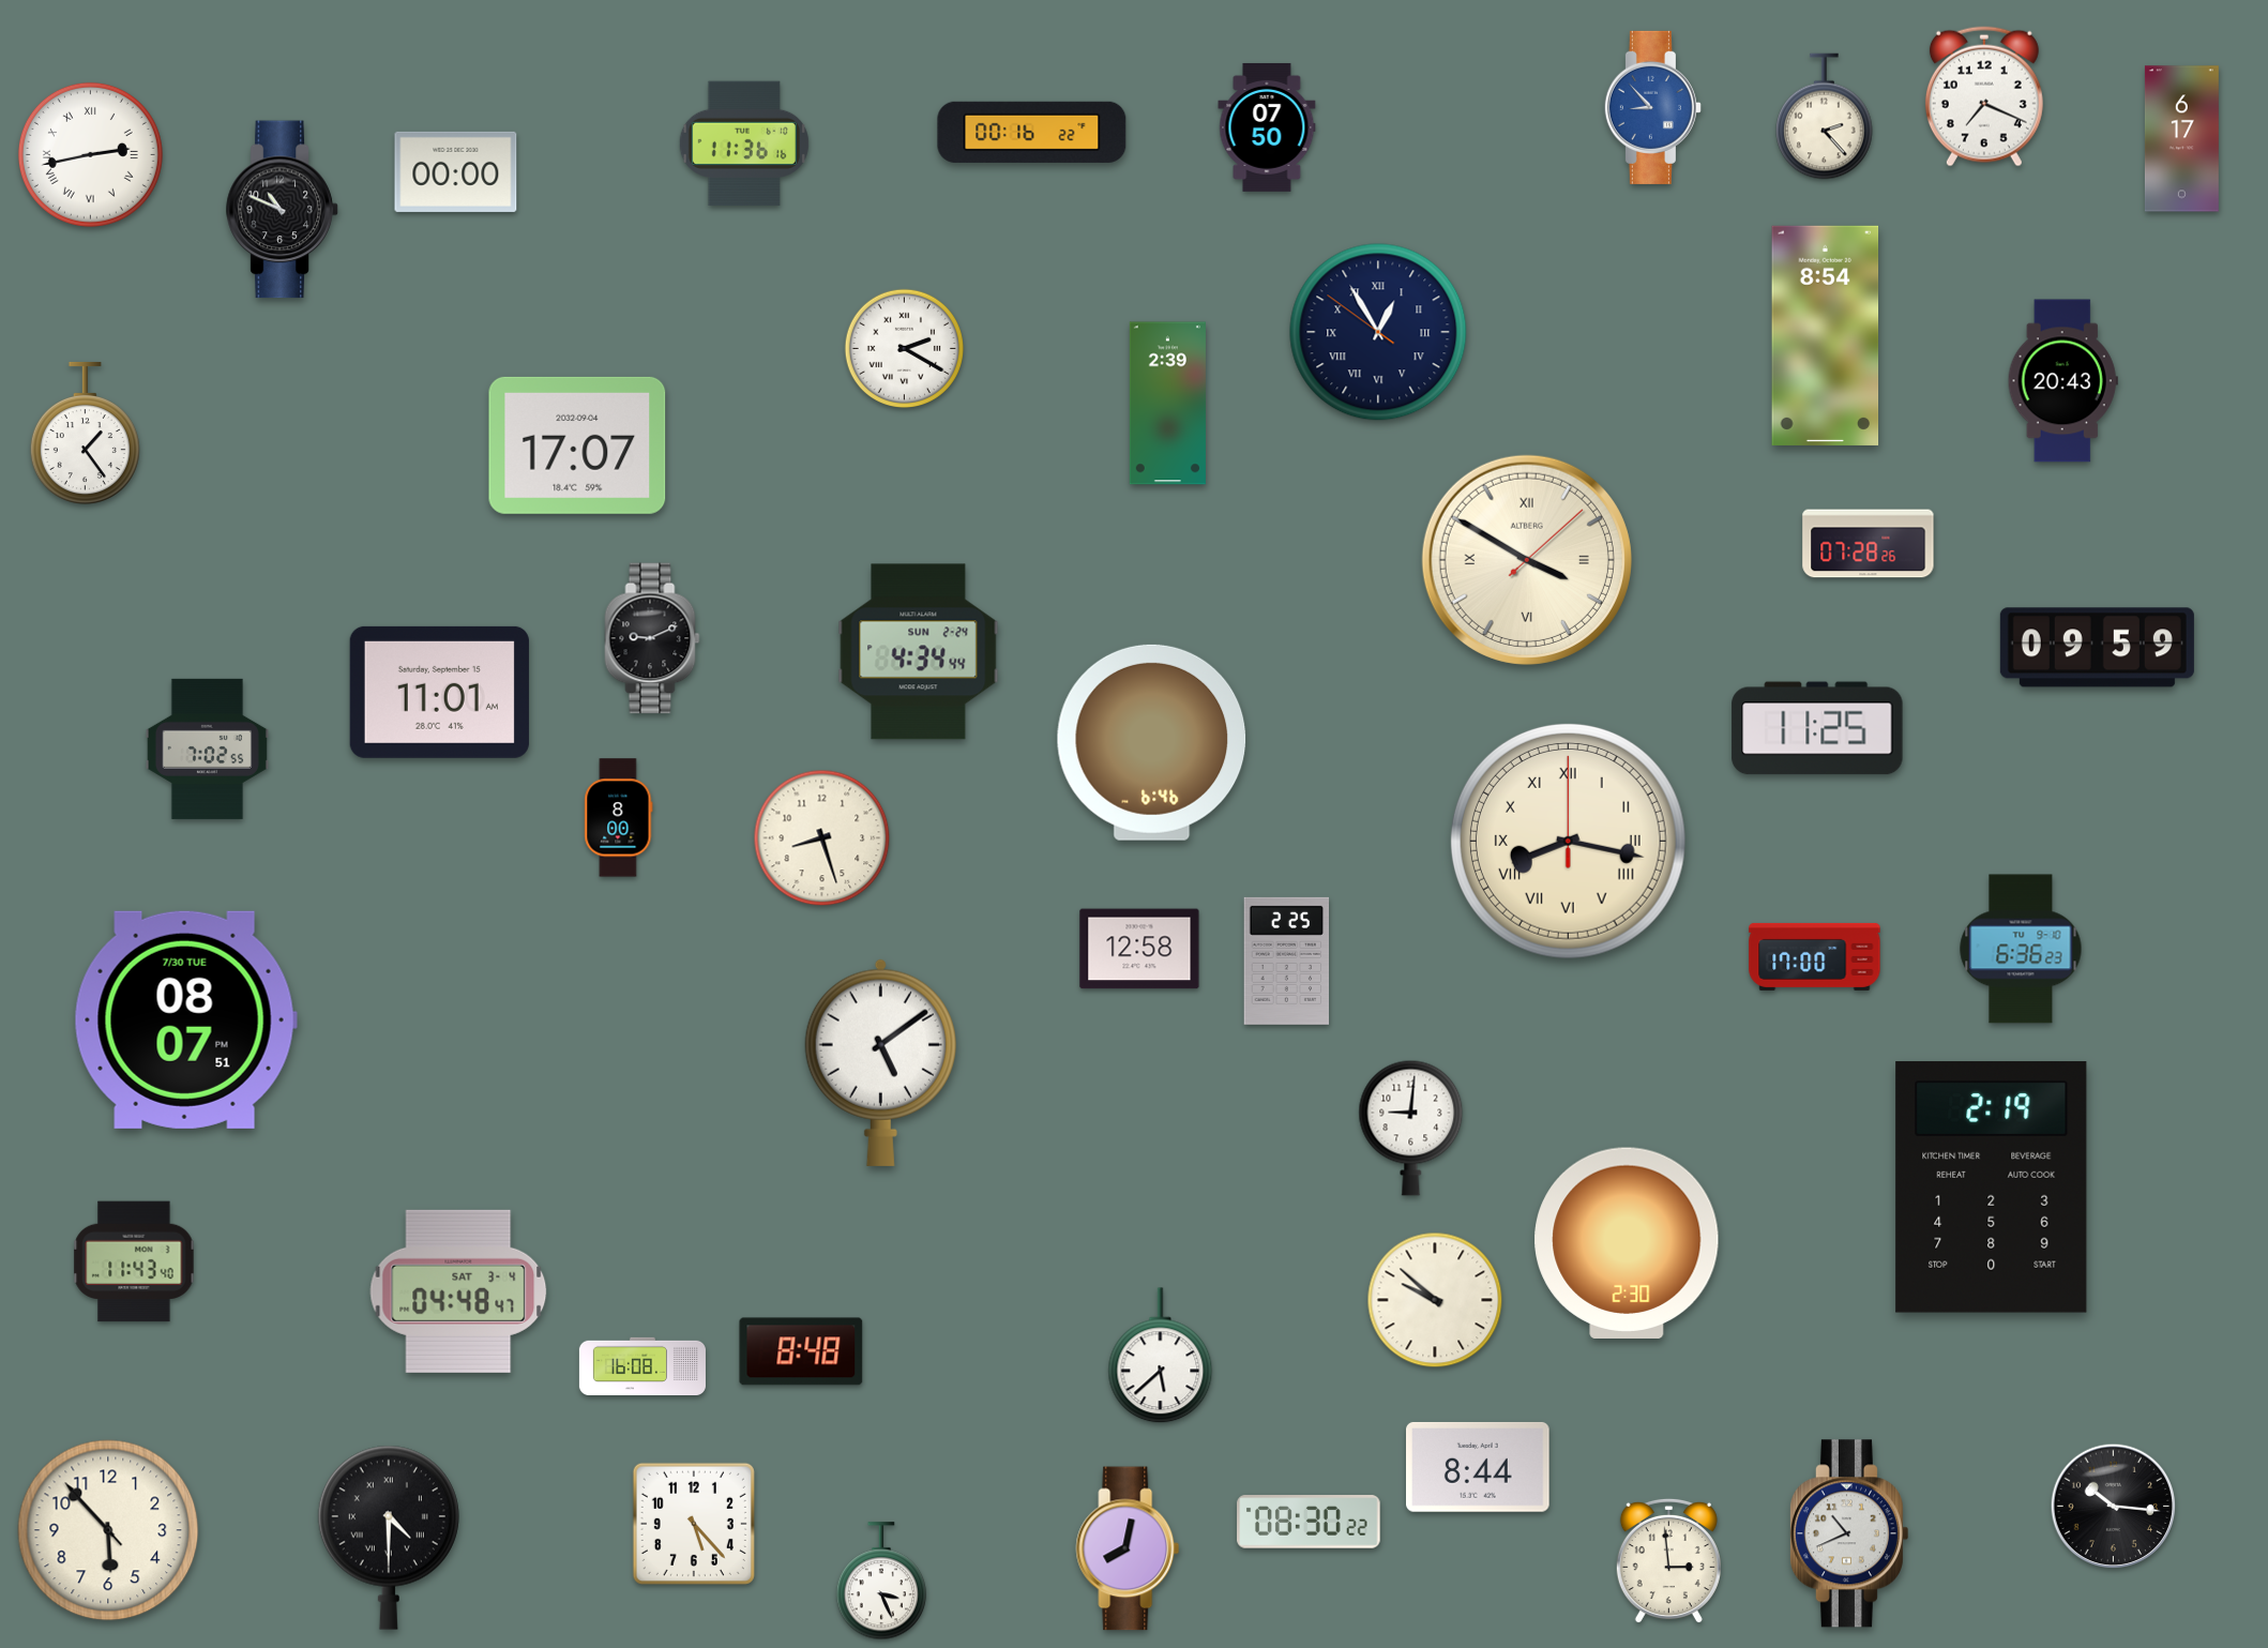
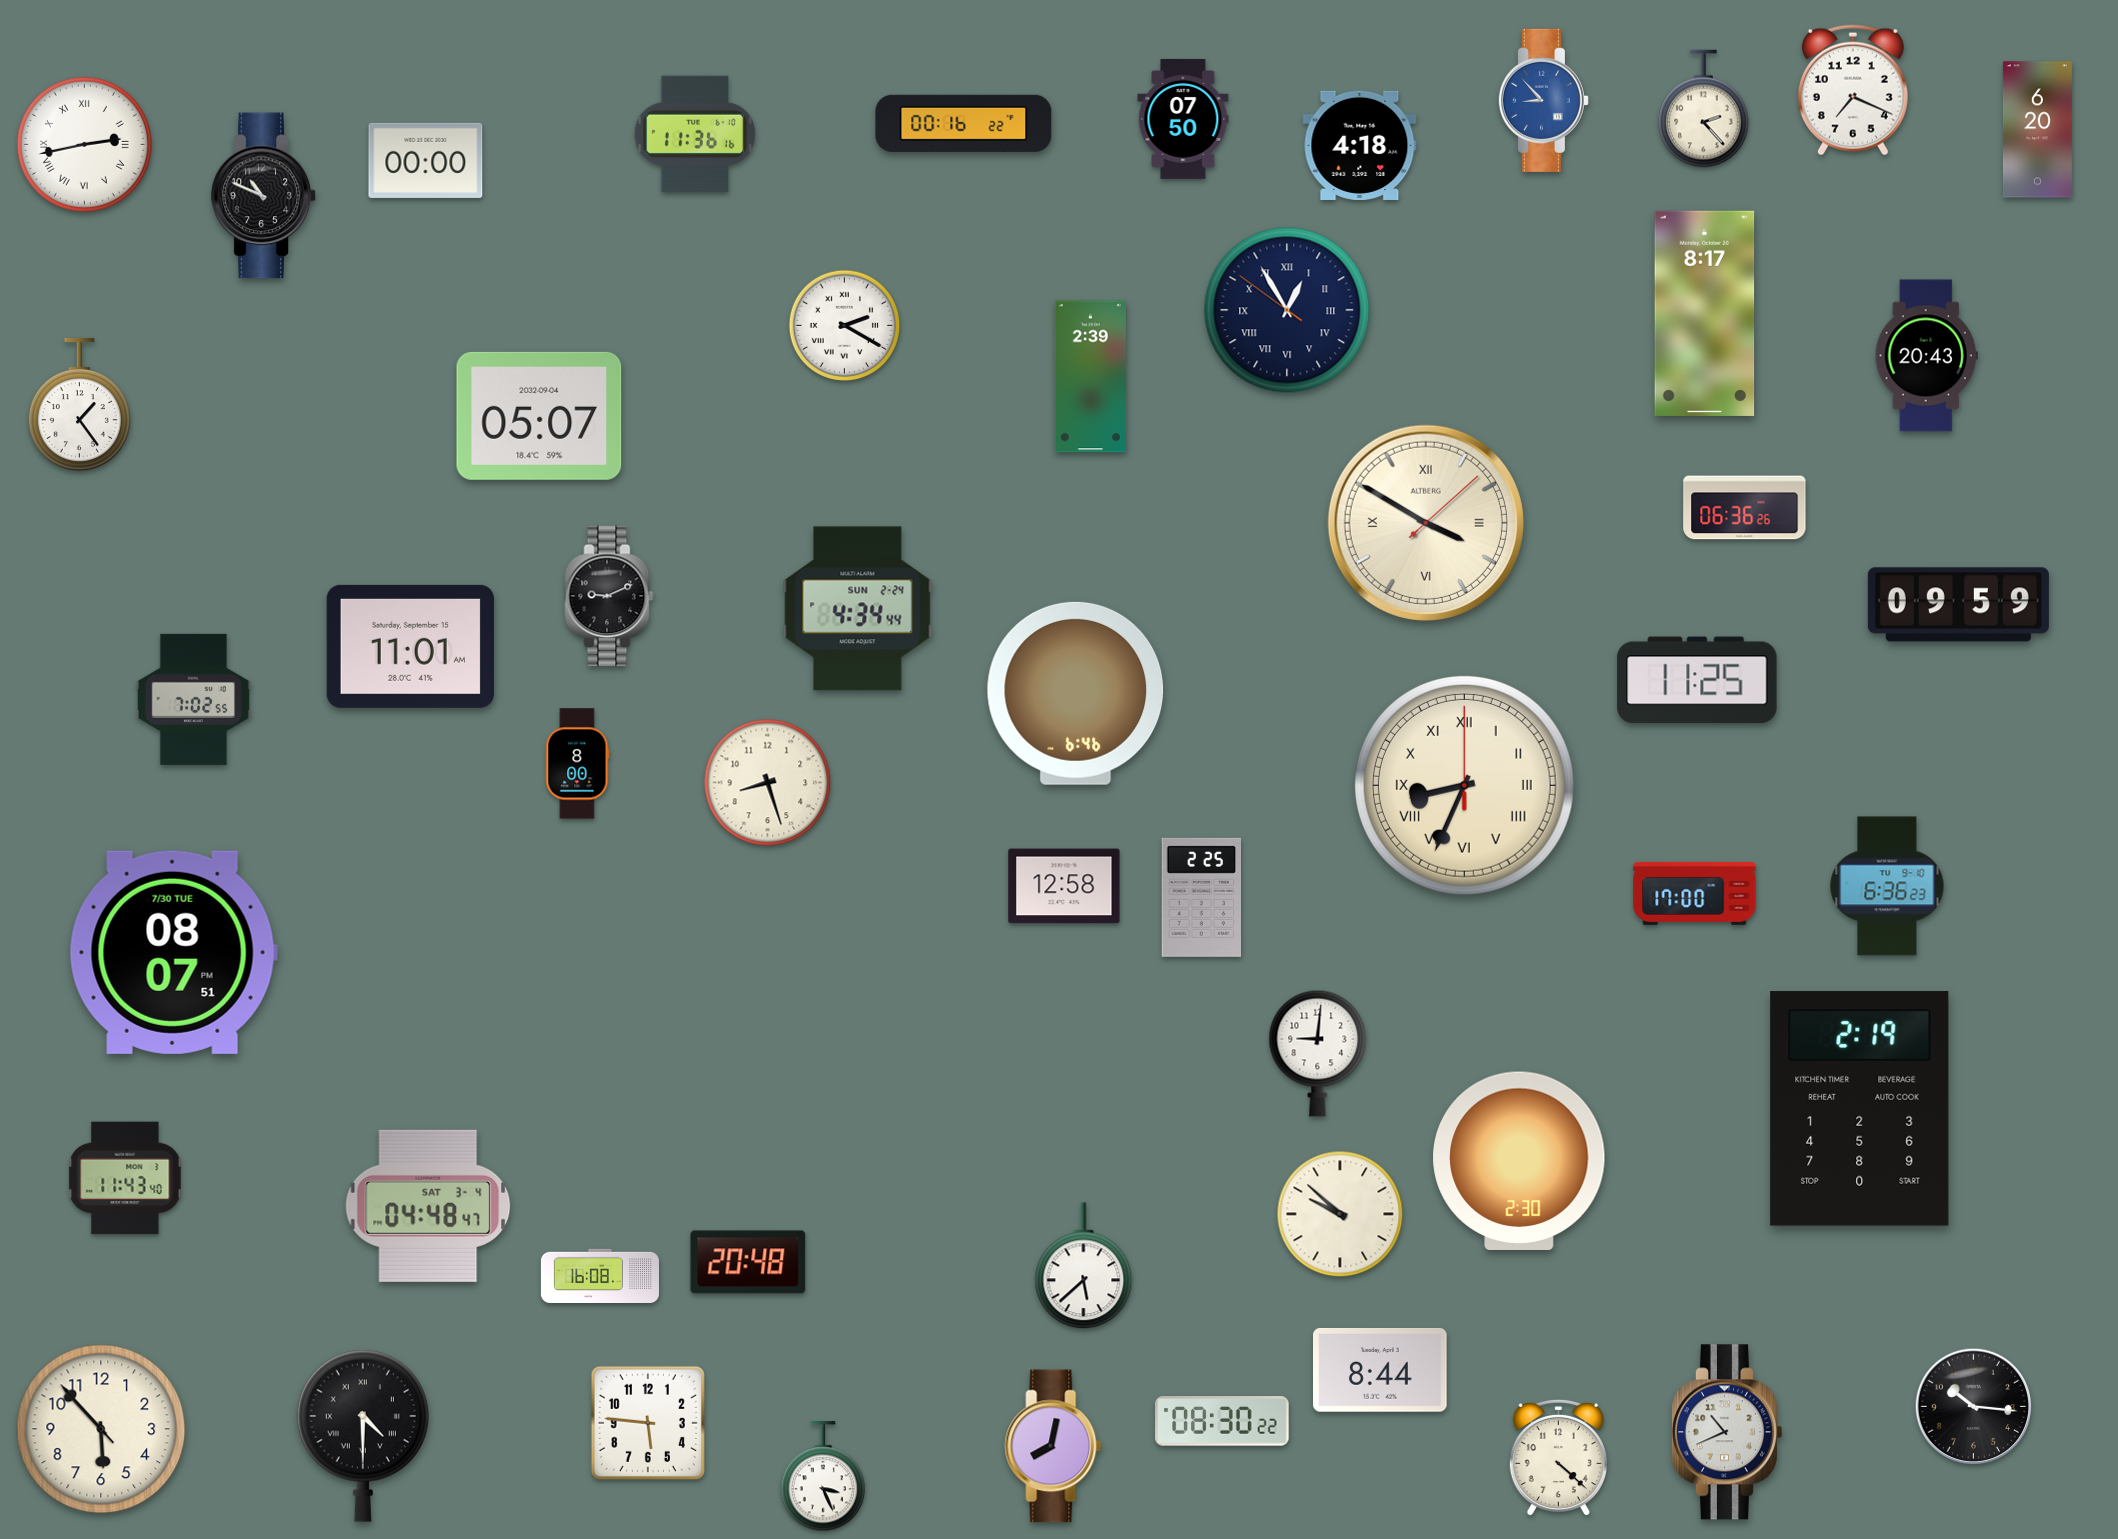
clock at (2181, 139): 6:17 -> 6:20
clock at (1360, 145): none -> 4:18
clock at (1826, 335): 8:54 -> 8:17
clock at (577, 445): 17:07 -> 05:07
clock at (1869, 544): 07:28 -> 06:36
clock at (1568, 841): 8:17 -> 8:34
clock at (880, 1062): 5:09 -> none
clock at (801, 1351): 8:48 -> 20:48
clock at (694, 1524): 5:23 -> 5:46
clock at (1668, 1561): 2:59 -> 4:22
